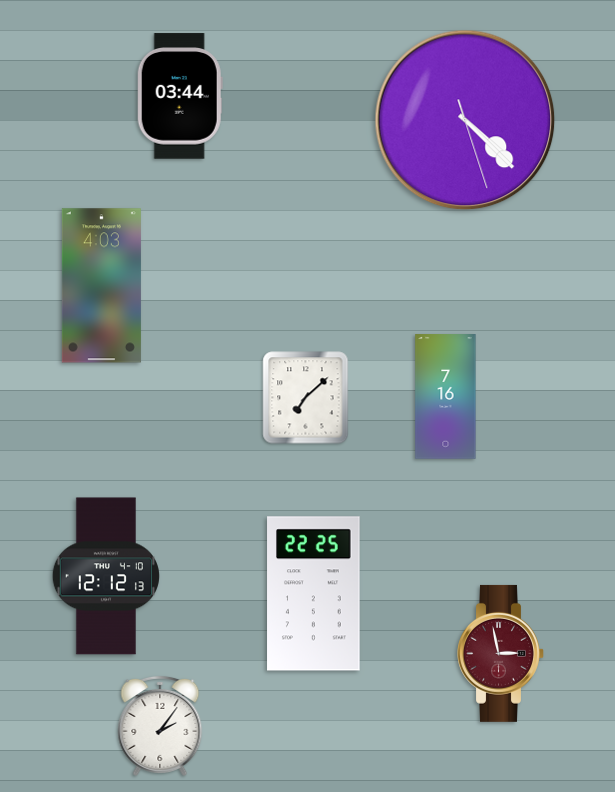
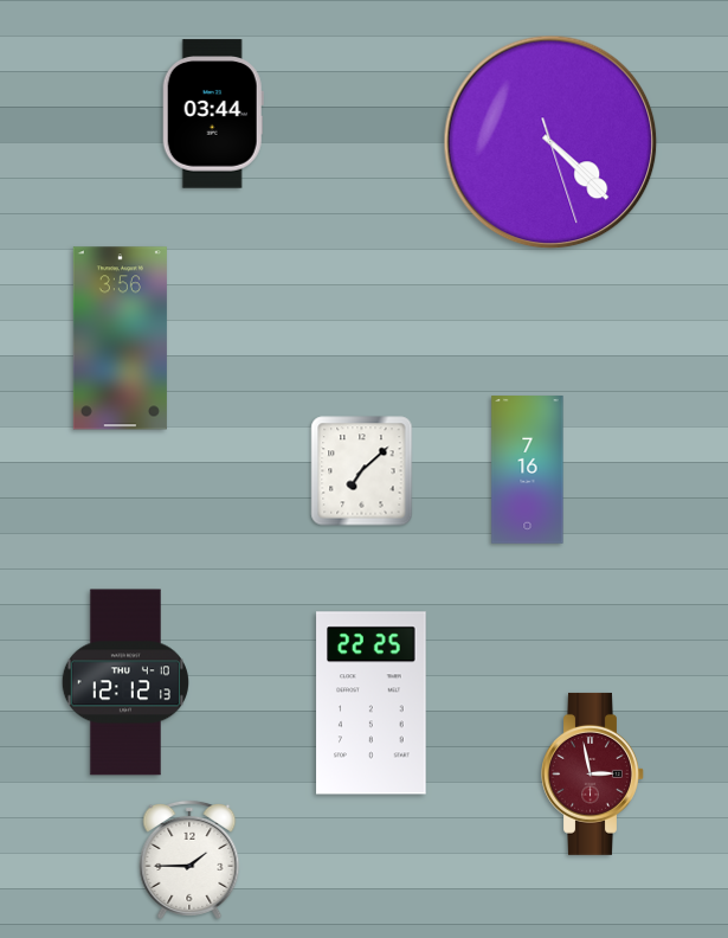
clock at (101, 286): 4:03 -> 3:56
clock at (160, 726): 2:06 -> 1:45
